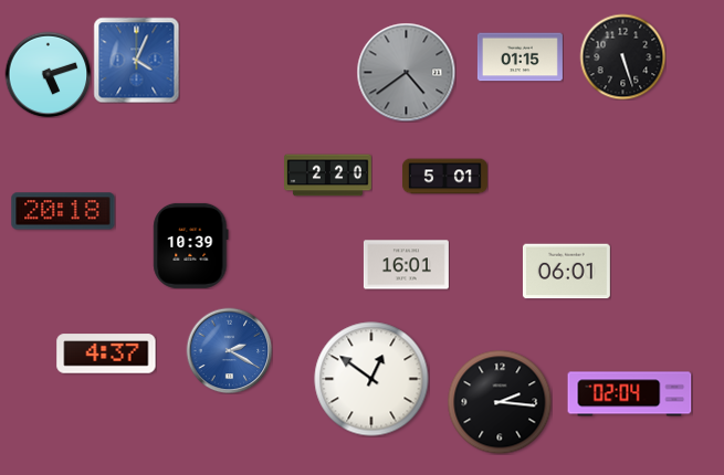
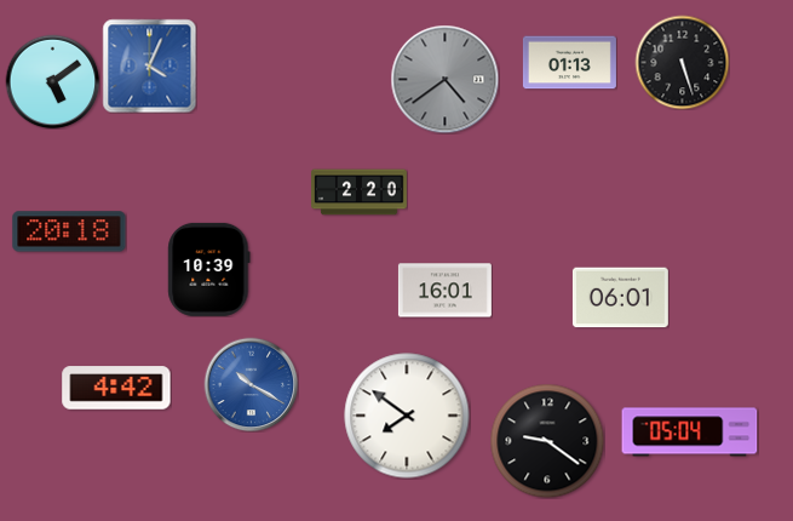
clock at (520, 57): 01:15 -> 01:13
clock at (48, 74): 5:12 -> 5:09
clock at (444, 177): 5:01 -> none
clock at (229, 350): 2:20 -> 10:20
clock at (106, 353): 4:37 -> 4:42
clock at (371, 379): 12:51 -> 7:51
clock at (630, 394): 02:04 -> 05:04
clock at (500, 402): 2:16 -> 9:21
